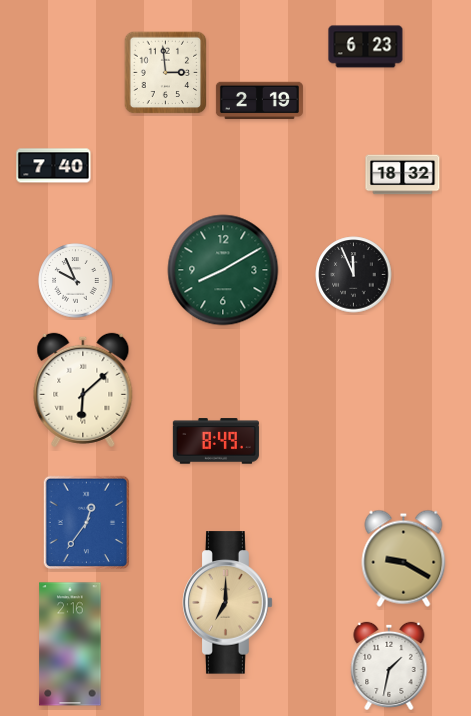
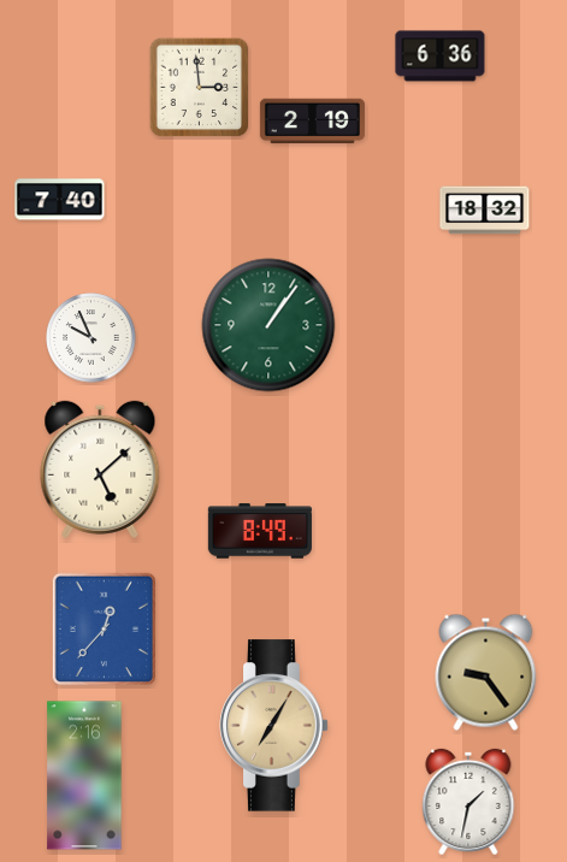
clock at (366, 47): 6:23 -> 6:36
clock at (54, 166) position: (54, 166) -> (60, 200)
clock at (223, 270): 8:10 -> 1:06
clock at (354, 275): 11:56 -> none
clock at (83, 390): 6:08 -> 5:08
clock at (86, 522): 12:36 -> 12:37
clock at (404, 558): 9:20 -> 9:24
clock at (228, 603): 7:00 -> 7:05
